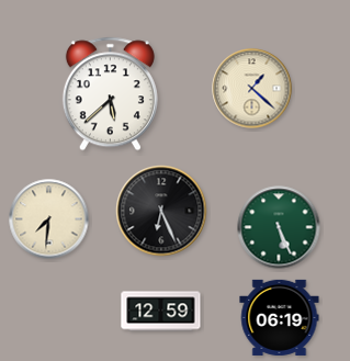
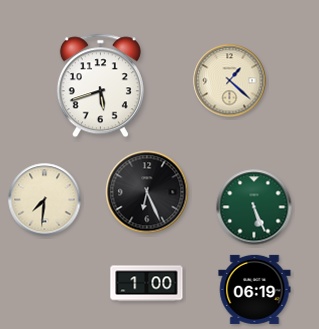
clock at (110, 94): 5:38 -> 5:42
clock at (161, 312): 12:59 -> 1:00
